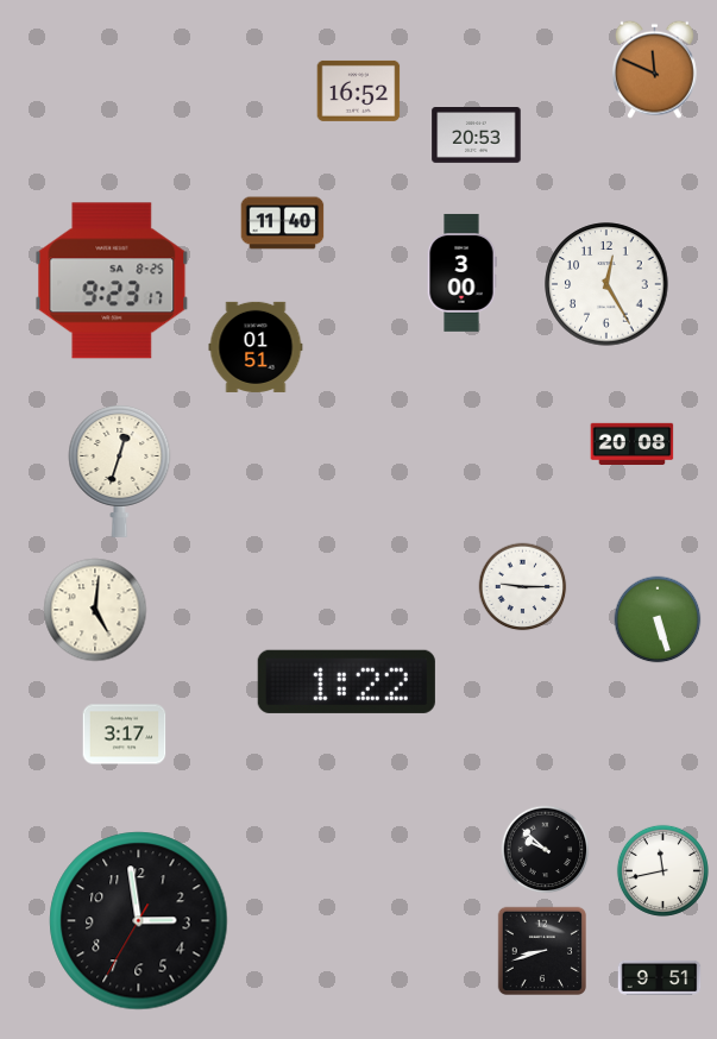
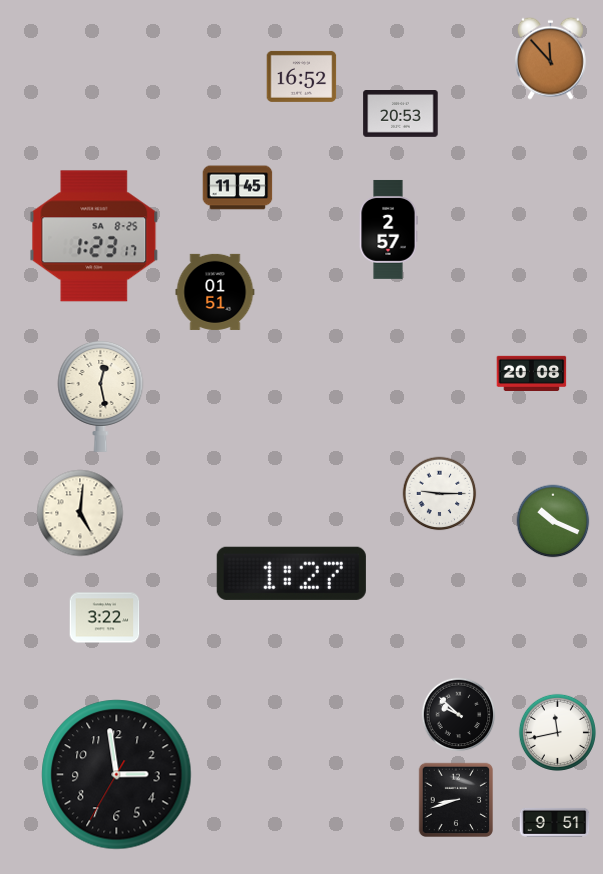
clock at (654, 69): 11:49 -> 11:53
clock at (283, 223): 11:40 -> 11:45
clock at (461, 272): 3:00 -> 2:57
clock at (112, 281): 9:23 -> 1:23
clock at (606, 284): 12:25 -> none
clock at (120, 471): 12:33 -> 12:28
clock at (658, 619): 5:27 -> 10:19
clock at (346, 681): 1:22 -> 1:27
clock at (125, 735): 3:17 -> 3:22
